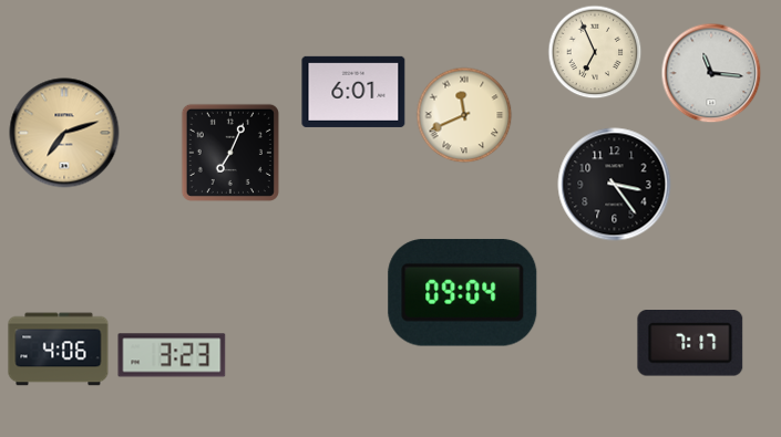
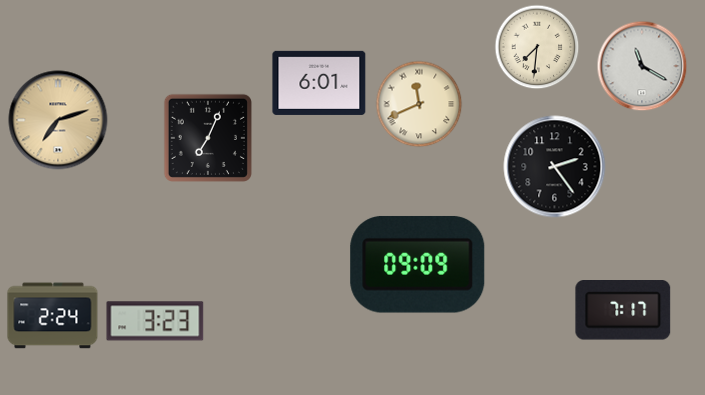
clock at (595, 52): 6:56 -> 7:31
clock at (711, 73): 11:16 -> 11:20
clock at (615, 185): 3:24 -> 2:24
clock at (463, 292): 09:04 -> 09:09
clock at (59, 350): 4:06 -> 2:24
